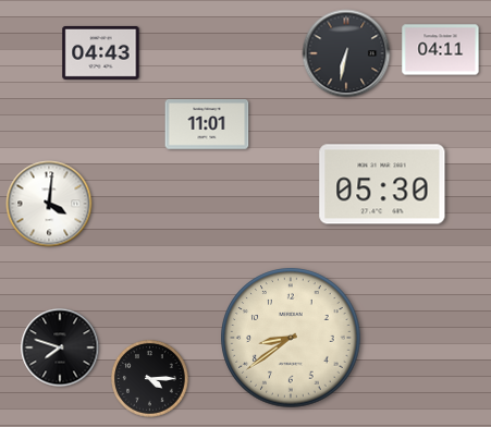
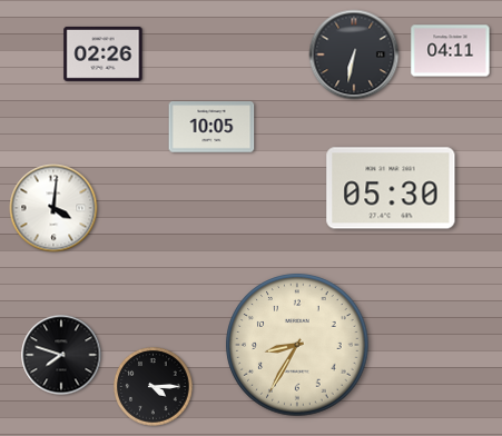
clock at (101, 52): 04:43 -> 02:26
clock at (207, 124): 11:01 -> 10:05
clock at (49, 204) position: (49, 204) -> (53, 208)
clock at (291, 338): 8:39 -> 8:35
